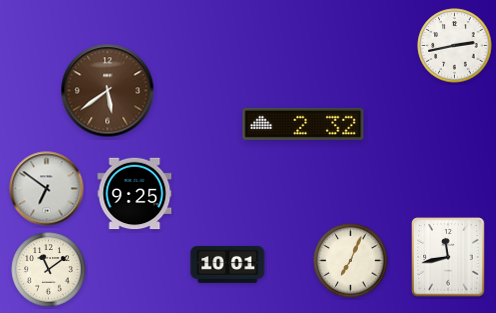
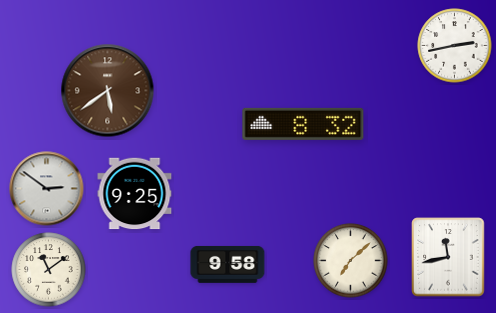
clock at (303, 124): 2:32 -> 8:32
clock at (47, 189): 6:51 -> 2:51
clock at (351, 261): 7:04 -> 7:08
clock at (228, 265): 10:01 -> 9:58
